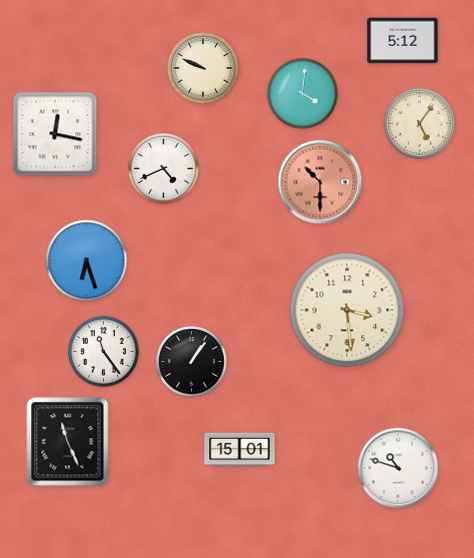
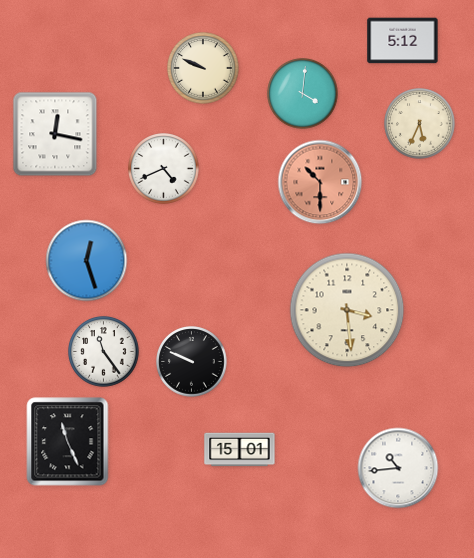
clock at (420, 124): 5:06 -> 5:34
clock at (87, 261): 6:27 -> 12:27
clock at (192, 362): 1:06 -> 9:49
clock at (398, 468): 10:48 -> 10:44
